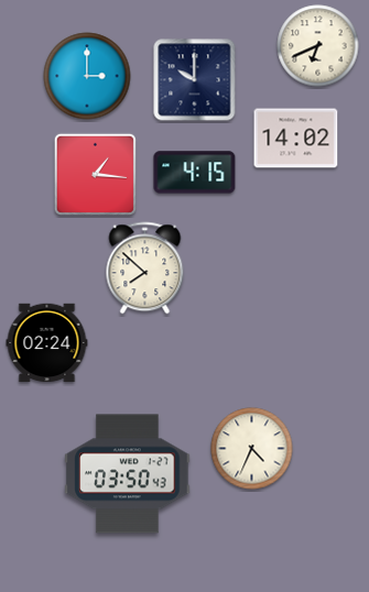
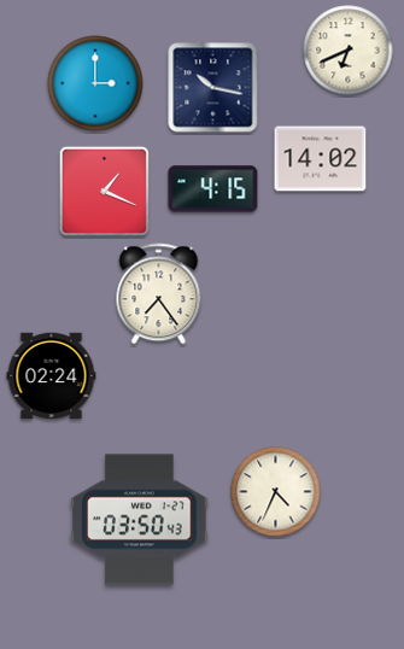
clock at (195, 80): 10:00 -> 10:17
clock at (296, 139) position: (296, 139) -> (321, 159)
clock at (95, 174): 1:16 -> 1:19
clock at (145, 268): 7:52 -> 7:24
